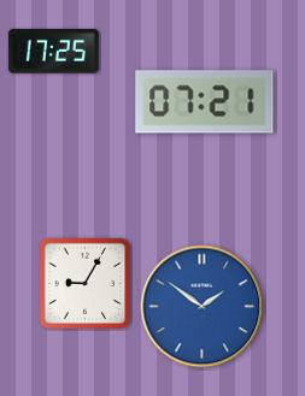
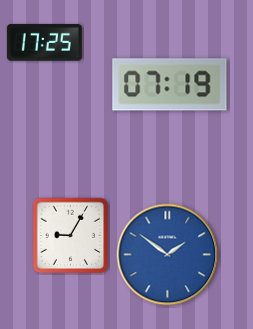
clock at (205, 102): 07:21 -> 07:19
